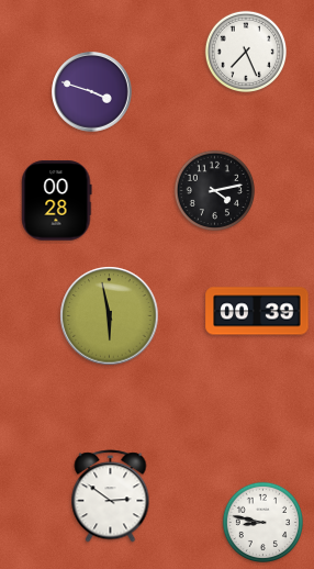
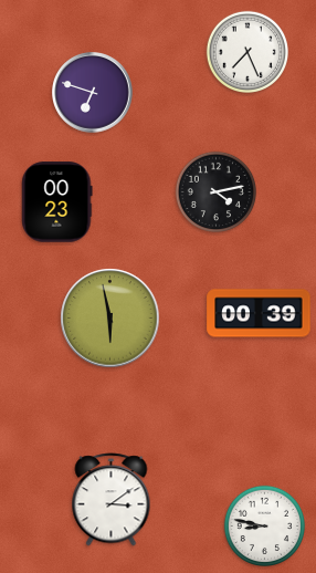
clock at (92, 92): 3:48 -> 6:48
clock at (57, 201): 00:28 -> 00:23
clock at (111, 497): 2:51 -> 3:09
